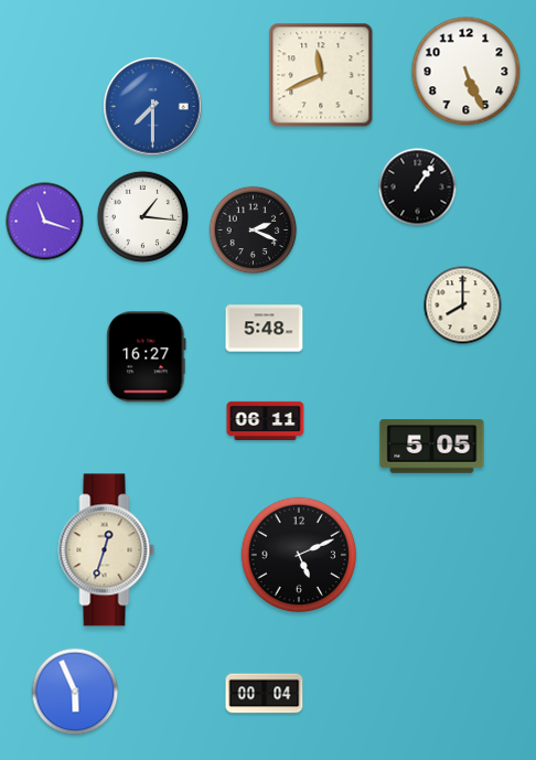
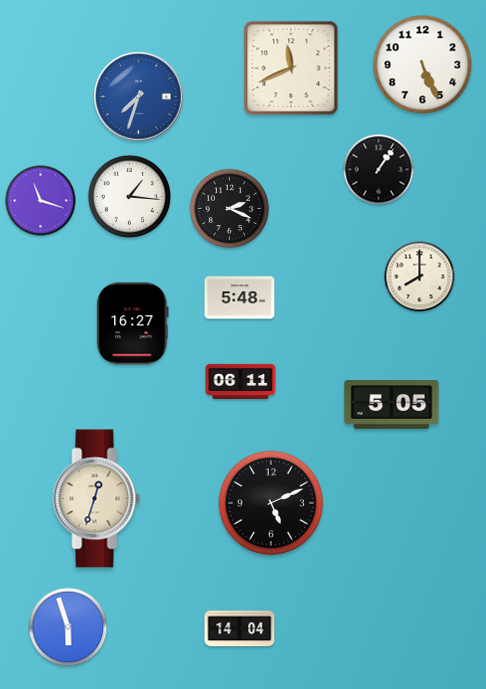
clock at (153, 107): 7:30 -> 7:33
clock at (75, 692): 5:56 -> 5:57
clock at (265, 694): 00:04 -> 14:04
